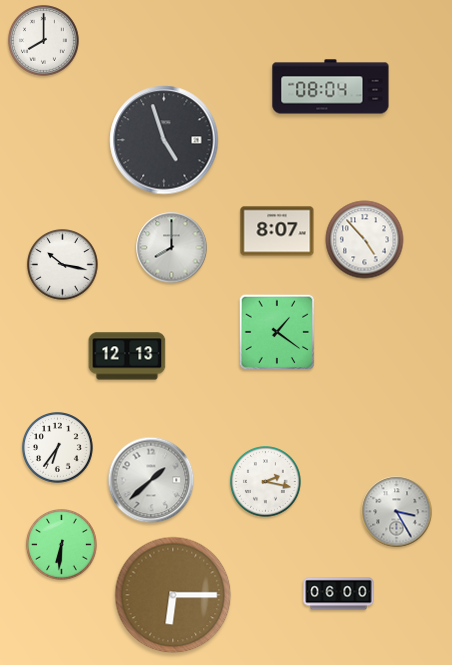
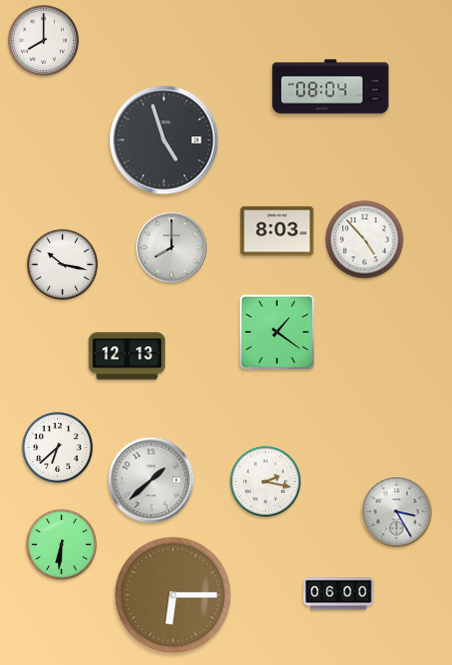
clock at (277, 231): 8:07 -> 8:03
clock at (58, 448): 6:36 -> 6:38
